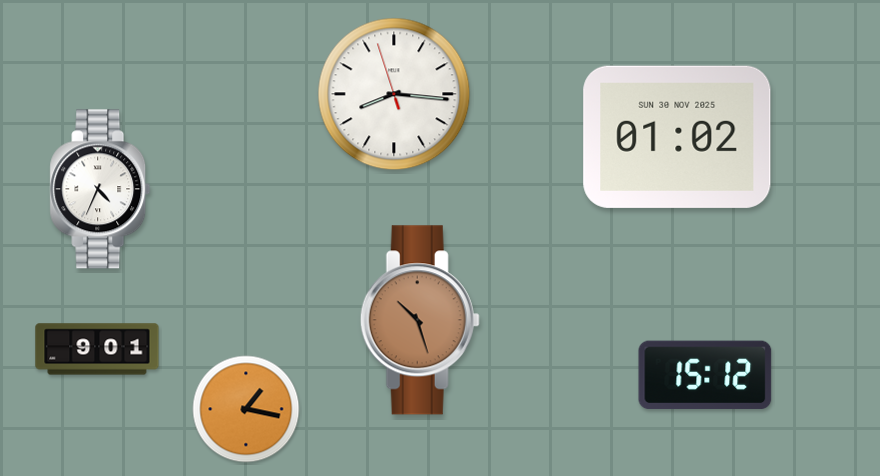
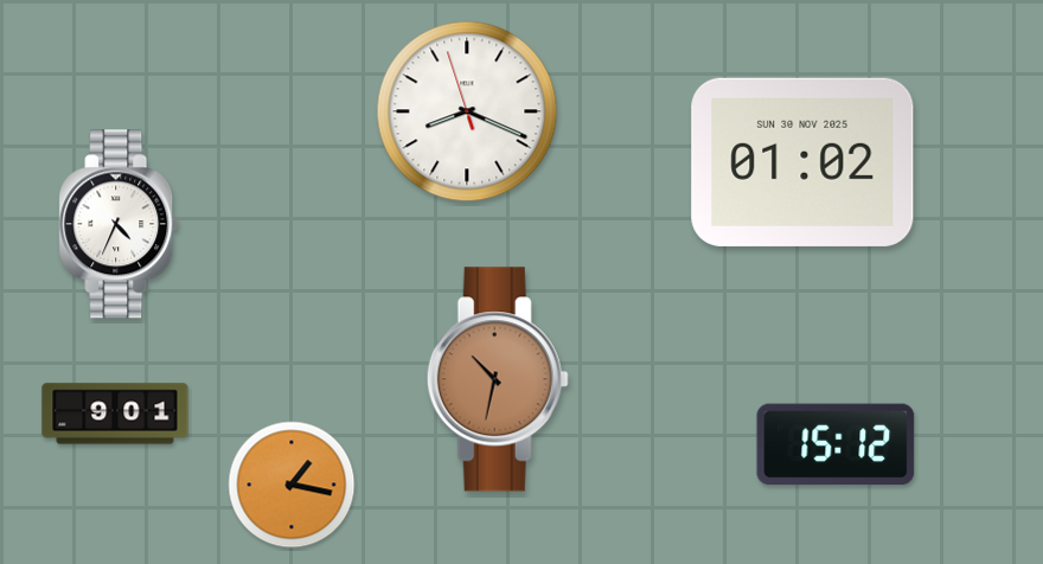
clock at (394, 94): 8:15 -> 8:18
clock at (420, 320): 10:27 -> 10:32
